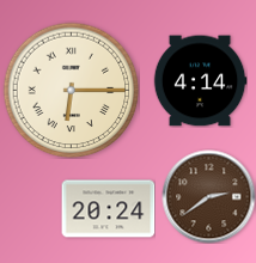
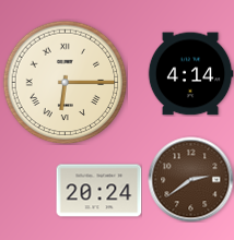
clock at (200, 81) position: (200, 81) -> (190, 74)
